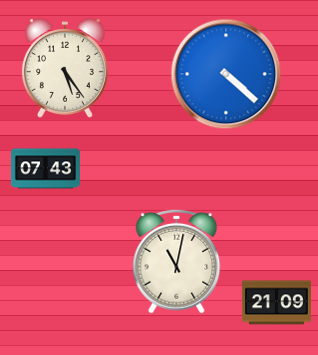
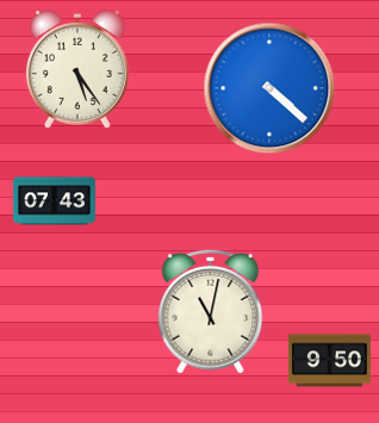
clock at (65, 68) position: (65, 68) -> (77, 69)
clock at (276, 303): 21:09 -> 9:50
